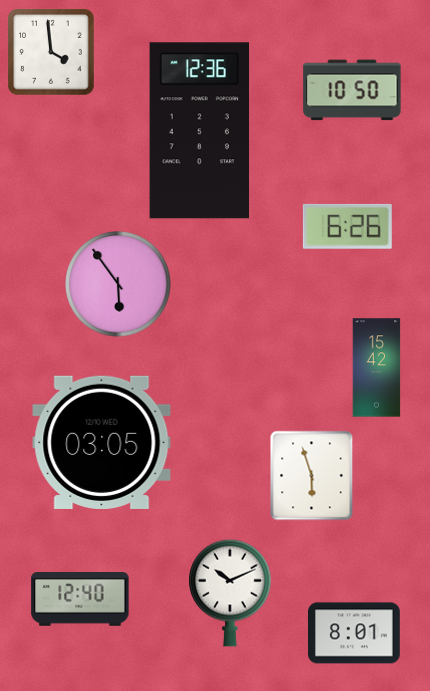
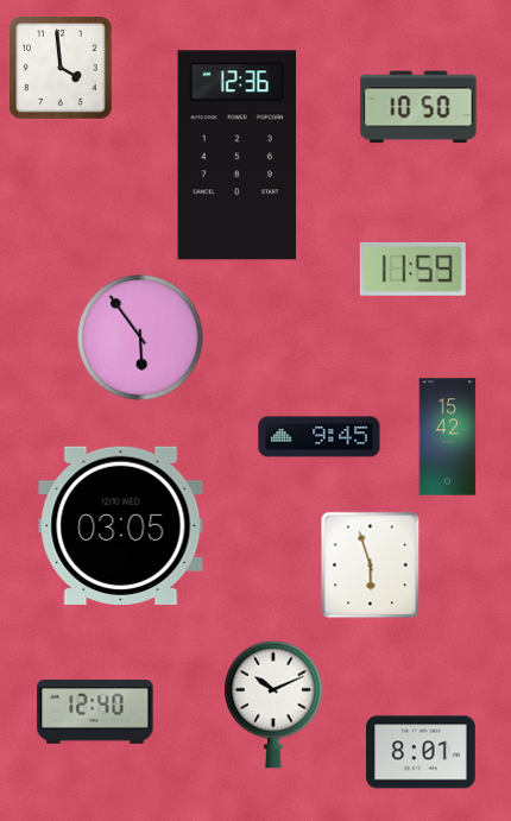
clock at (51, 52) position: (51, 52) -> (61, 68)
clock at (347, 226): 6:26 -> 11:59
clock at (320, 437): none -> 9:45
